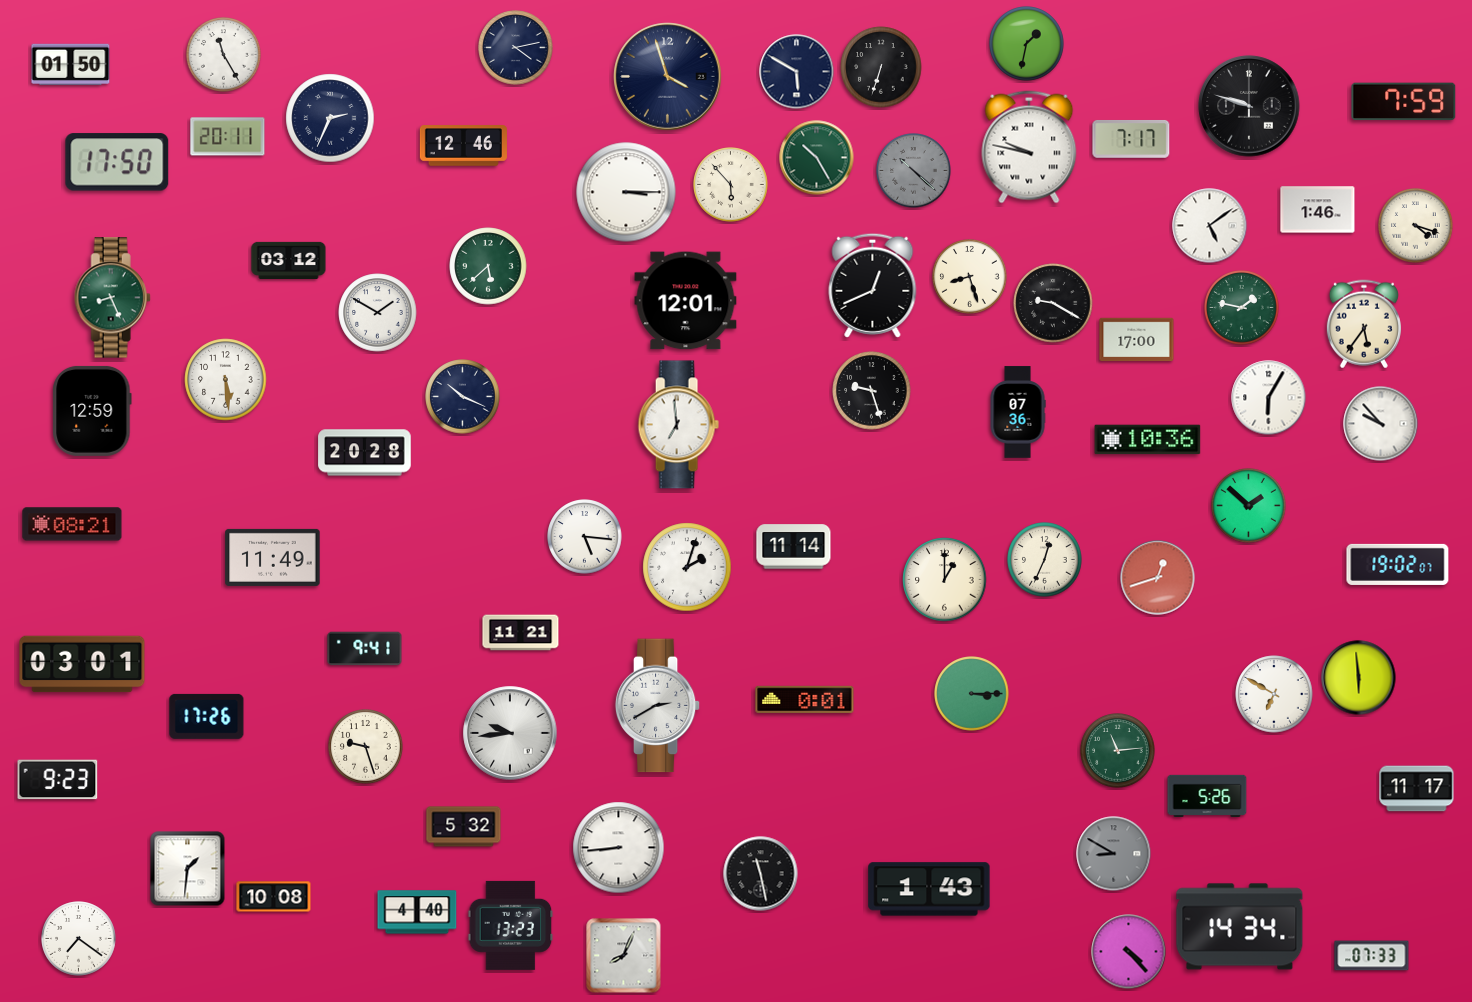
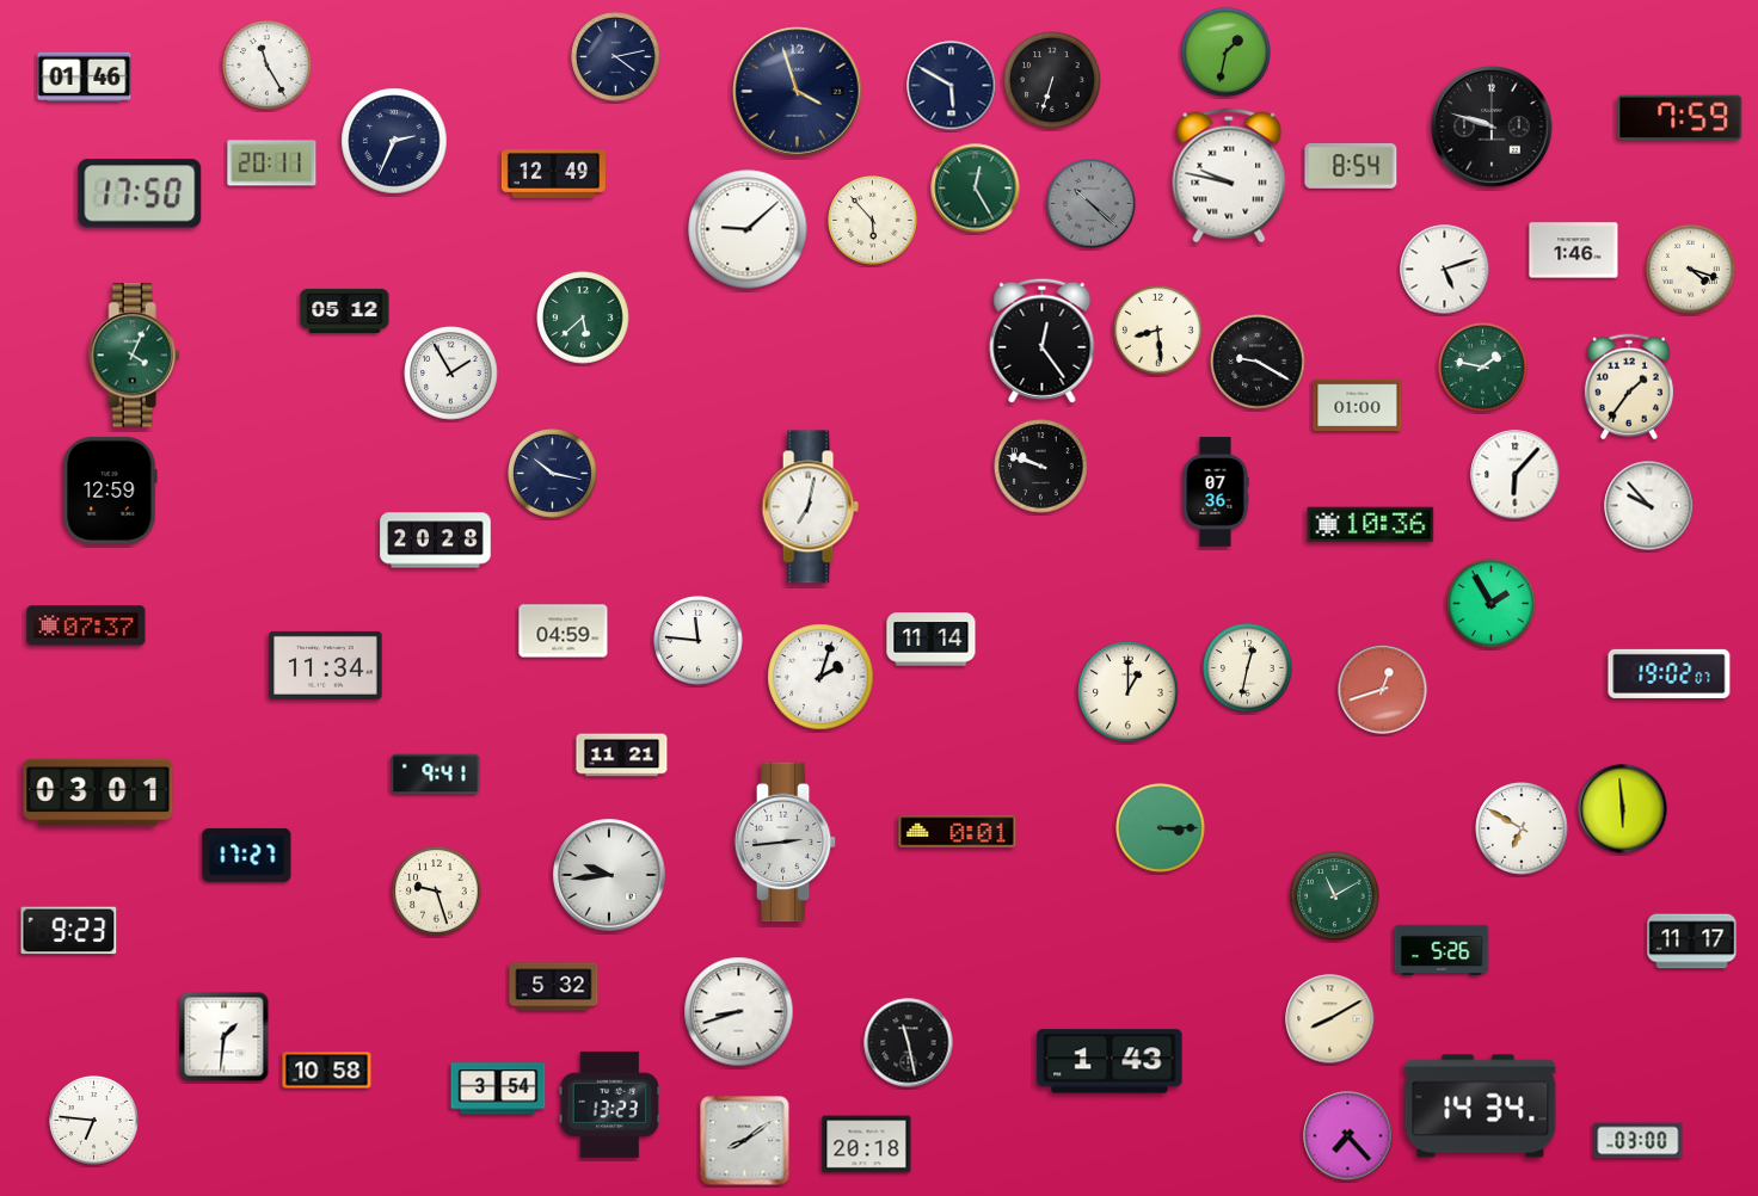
clock at (71, 64): 01:50 -> 01:46
clock at (1404, 102) position: (1404, 102) -> (1680, 118)
clock at (1131, 139): 7:17 -> 8:54
clock at (463, 146): 12:46 -> 12:49
clock at (817, 158): 10:25 -> 12:25
clock at (626, 192): 3:15 -> 9:08
clock at (1210, 226): 5:09 -> 5:12
clock at (289, 260): 03:12 -> 05:12
clock at (970, 277): 8:27 -> 8:29
clock at (873, 285): 12:41 -> 12:24
clock at (112, 298): 8:26 -> 4:04
clock at (686, 301): 12:01 -> none
clock at (378, 313): 1:50 -> 1:55
clock at (1364, 324): 5:36 -> 1:36
clock at (1137, 340): 17:00 -> 01:00
clock at (226, 380): 5:29 -> none
clock at (872, 391): 9:27 -> 9:48
clock at (463, 397): 10:19 -> 10:17
clock at (1269, 398): 6:05 -> 6:07
clock at (678, 425): 6:59 -> 7:02
clock at (1249, 506): 1:52 -> 1:55
clock at (72, 524): 08:21 -> 07:37
clock at (564, 631): none -> 04:59
clock at (585, 537): 5:16 -> 11:46
clock at (794, 547) position: (794, 547) -> (932, 640)
clock at (273, 557): 11:49 -> 11:34
clock at (1045, 560): 12:34 -> 12:32
clock at (805, 699) position: (805, 699) -> (958, 831)
clock at (658, 706): 2:40 -> 2:44
clock at (207, 716): 17:26 -> 17:27
clock at (1118, 751): 11:14 -> 11:10
clock at (619, 848): 8:44 -> 8:42
clock at (1114, 854): 8:50 -> 8:10
clock at (1114, 854) dial: grey -> cream
clock at (274, 897): 10:08 -> 10:58
clock at (417, 912): 4:40 -> 3:54
clock at (79, 939): 7:21 -> 6:46
clock at (1129, 952): 4:23 -> 7:23
clock at (624, 956): 8:04 -> 8:09
clock at (1372, 956): 07:33 -> 03:00
clock at (867, 1145): none -> 20:18
